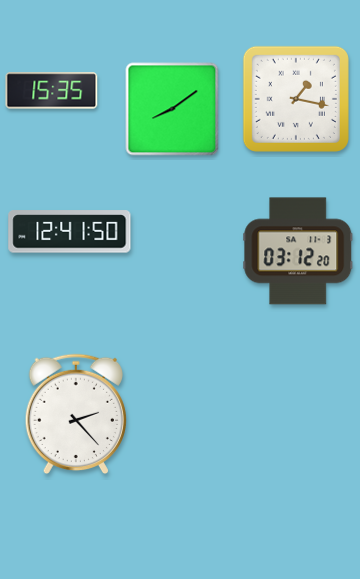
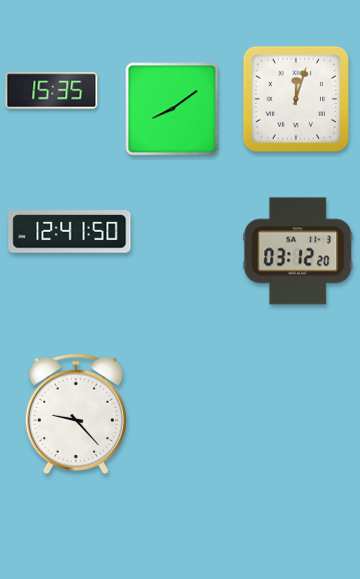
clock at (296, 99): 1:17 -> 12:03
clock at (76, 414): 2:23 -> 9:23
